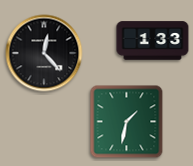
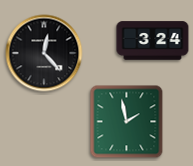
clock at (153, 41): 1:33 -> 3:24
clock at (127, 122): 1:32 -> 1:58
